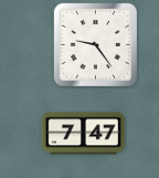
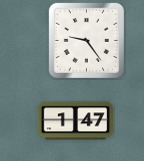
clock at (83, 134): 7:47 -> 1:47
